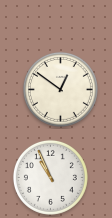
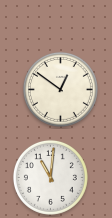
clock at (50, 177): 10:56 -> 11:01
